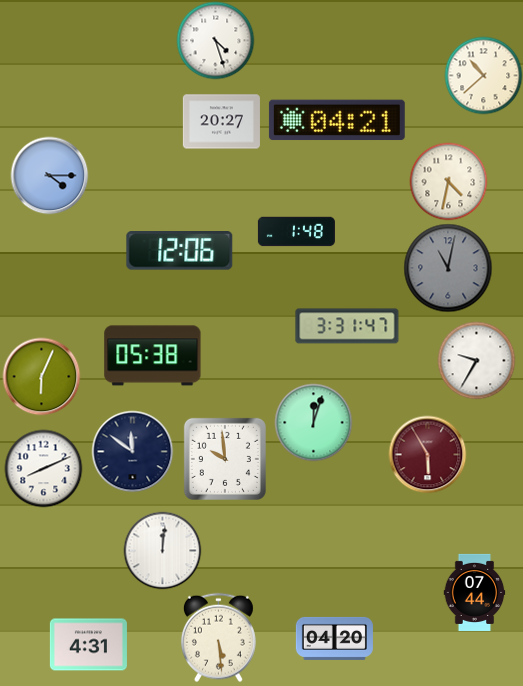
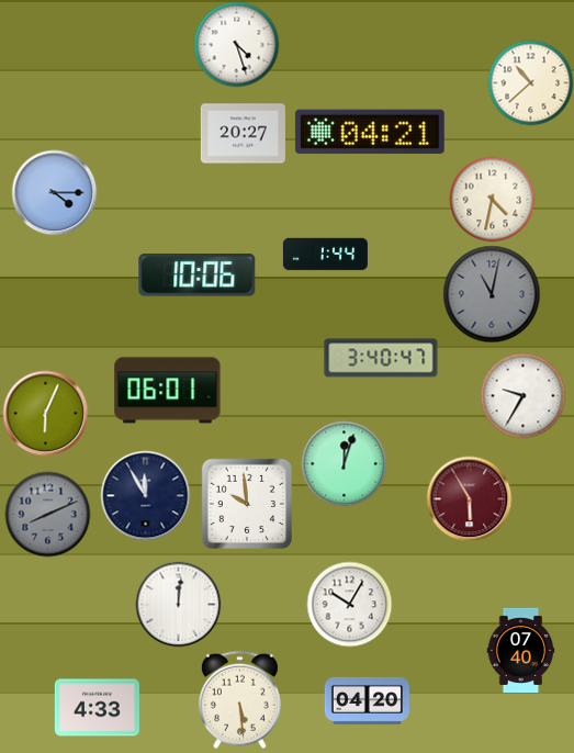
clock at (296, 232): 1:48 -> 1:44
clock at (180, 251): 12:06 -> 10:06
clock at (347, 326): 3:31 -> 3:40
clock at (153, 356): 05:38 -> 06:01
clock at (132, 451): 11:51 -> 11:55
clock at (43, 468) dial: white -> grey
clock at (349, 604): none -> 10:05
clock at (475, 592): 07:44 -> 07:40
clock at (88, 645): 4:31 -> 4:33
